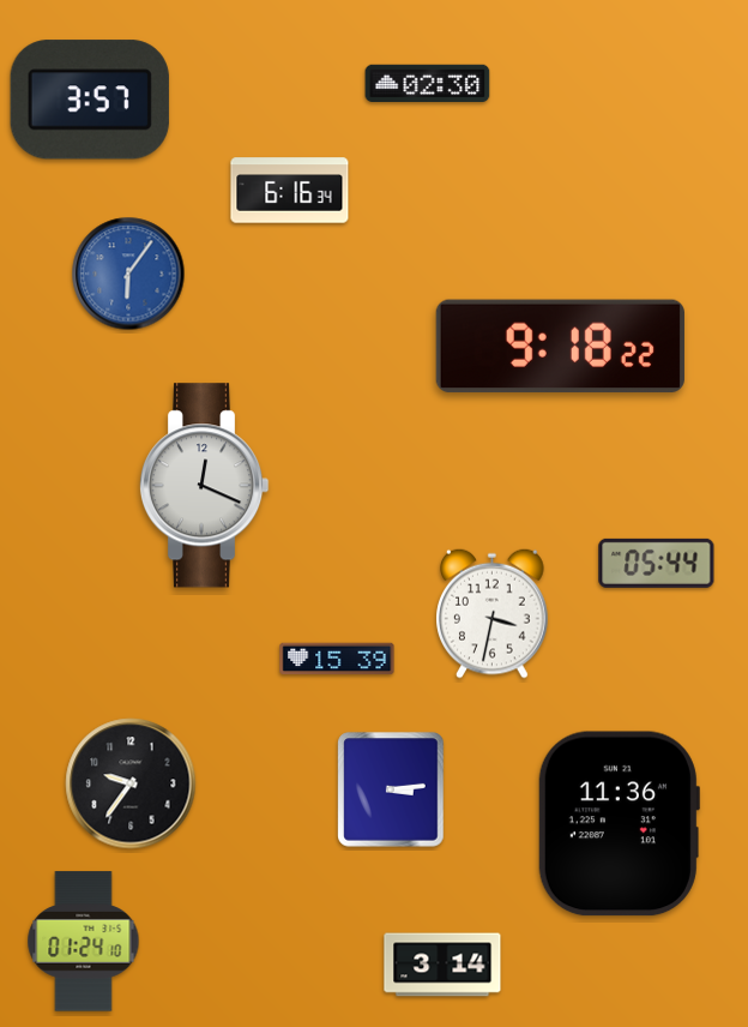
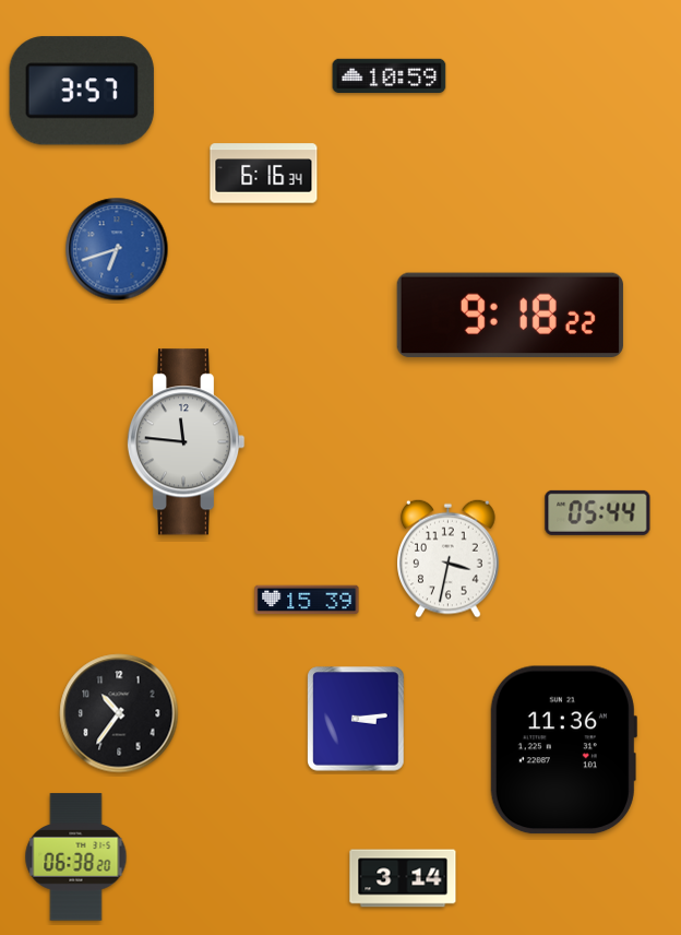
clock at (428, 84): 02:30 -> 10:59
clock at (128, 274): 6:06 -> 6:42
clock at (204, 486): 12:19 -> 11:46
clock at (131, 783): 9:36 -> 10:36
clock at (84, 942): 01:24 -> 06:38
